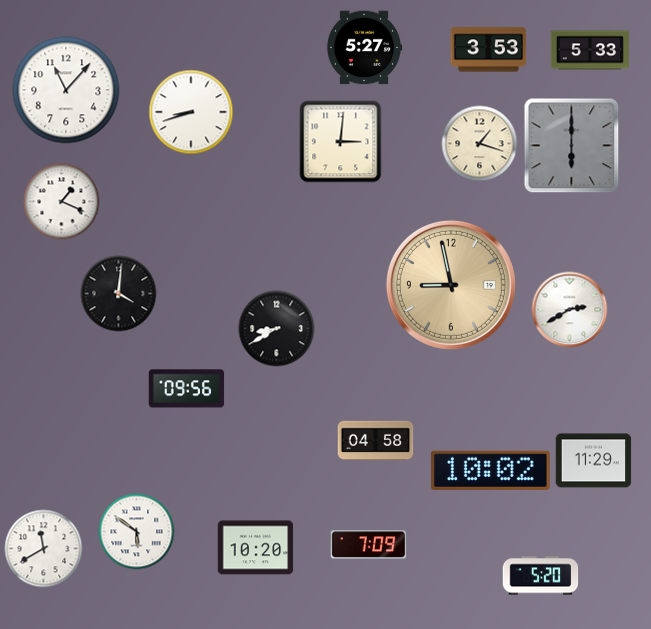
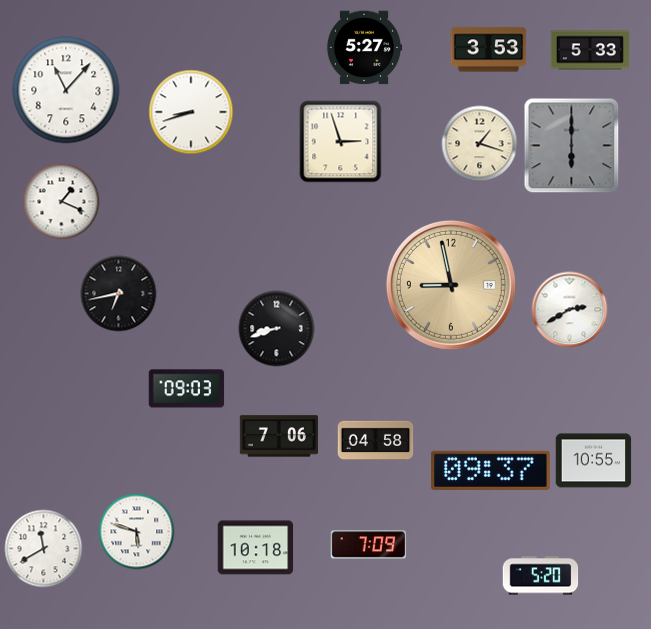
clock at (341, 142): 3:01 -> 2:57
clock at (119, 294): 4:01 -> 6:43
clock at (277, 329): 8:40 -> 8:42
clock at (187, 389): 09:56 -> 09:03
clock at (279, 436): none -> 7:06
clock at (594, 461): 11:29 -> 10:55
clock at (491, 470): 10:02 -> 09:37
clock at (137, 532): 5:51 -> 5:48
clock at (256, 548): 10:20 -> 10:18
